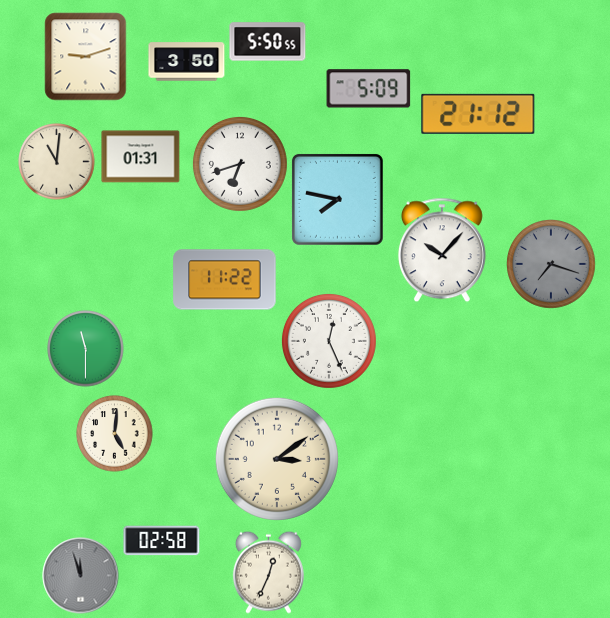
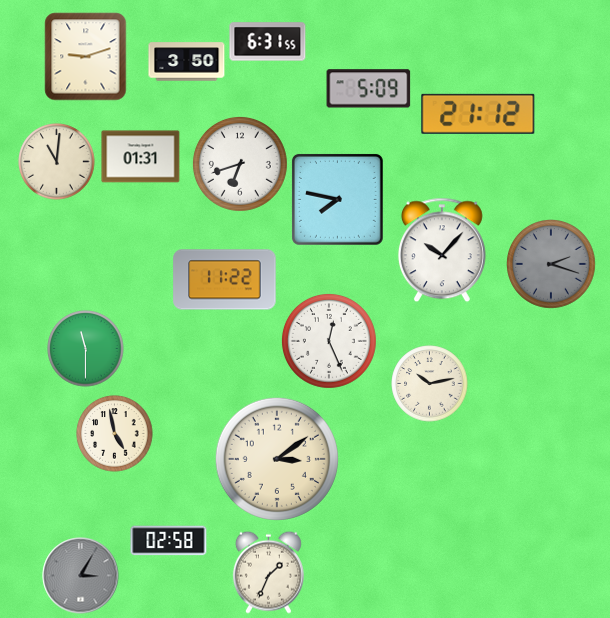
clock at (268, 42): 5:50 -> 6:31
clock at (552, 265): 7:18 -> 2:18
clock at (430, 384): none -> 10:13
clock at (115, 434): 5:01 -> 4:58
clock at (162, 541) position: (162, 541) -> (169, 541)
clock at (268, 572): 12:34 -> 1:34
clock at (81, 576): 11:57 -> 3:05
